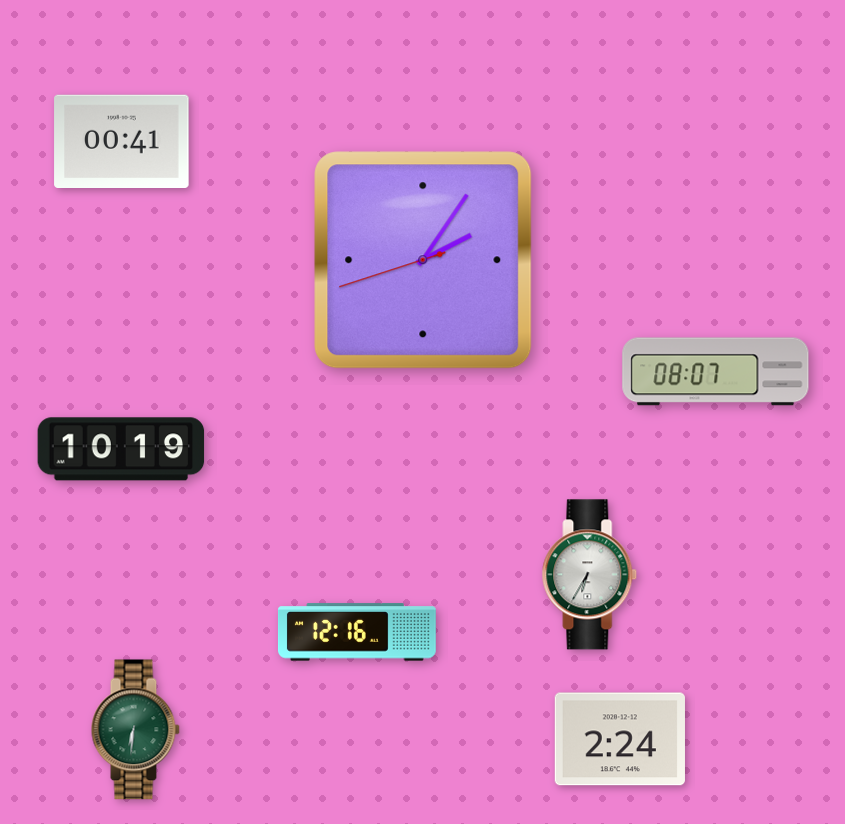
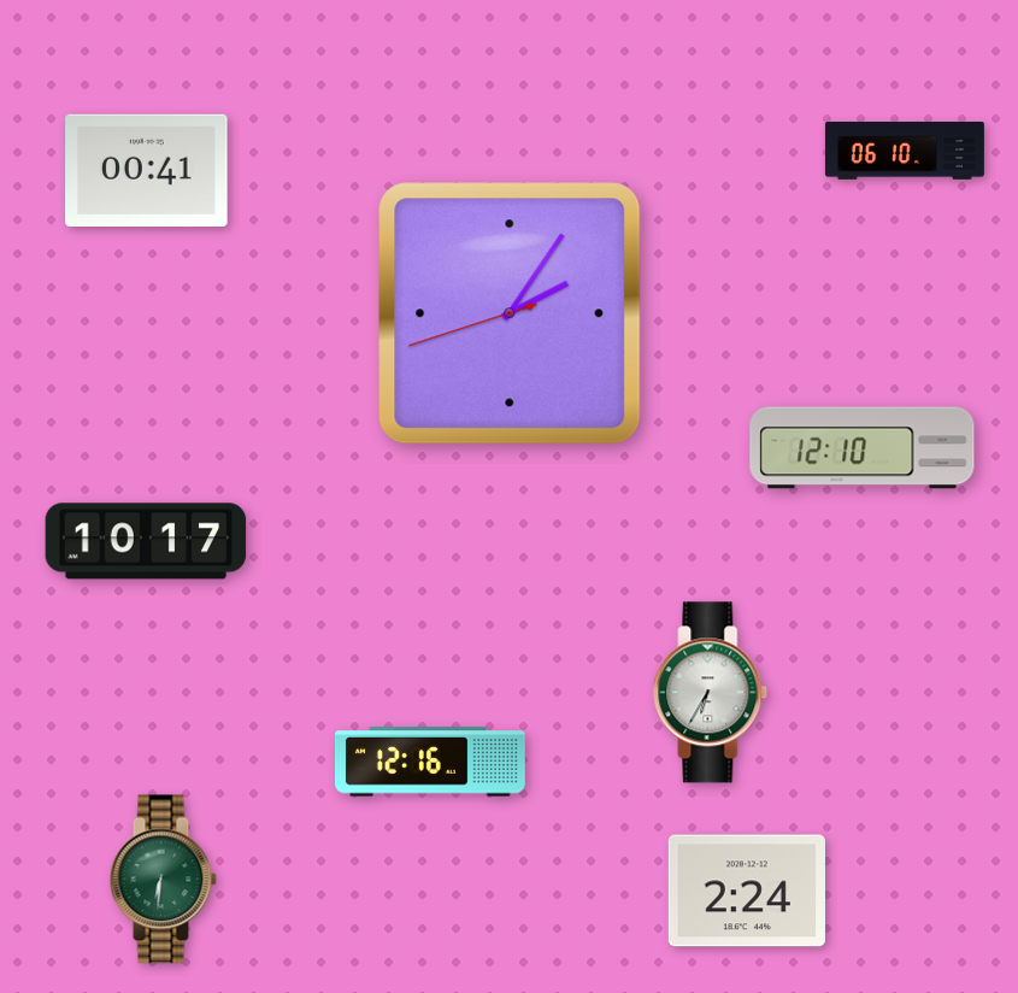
clock at (905, 151): none -> 06:10
clock at (716, 372): 08:07 -> 12:10
clock at (121, 449): 10:19 -> 10:17
